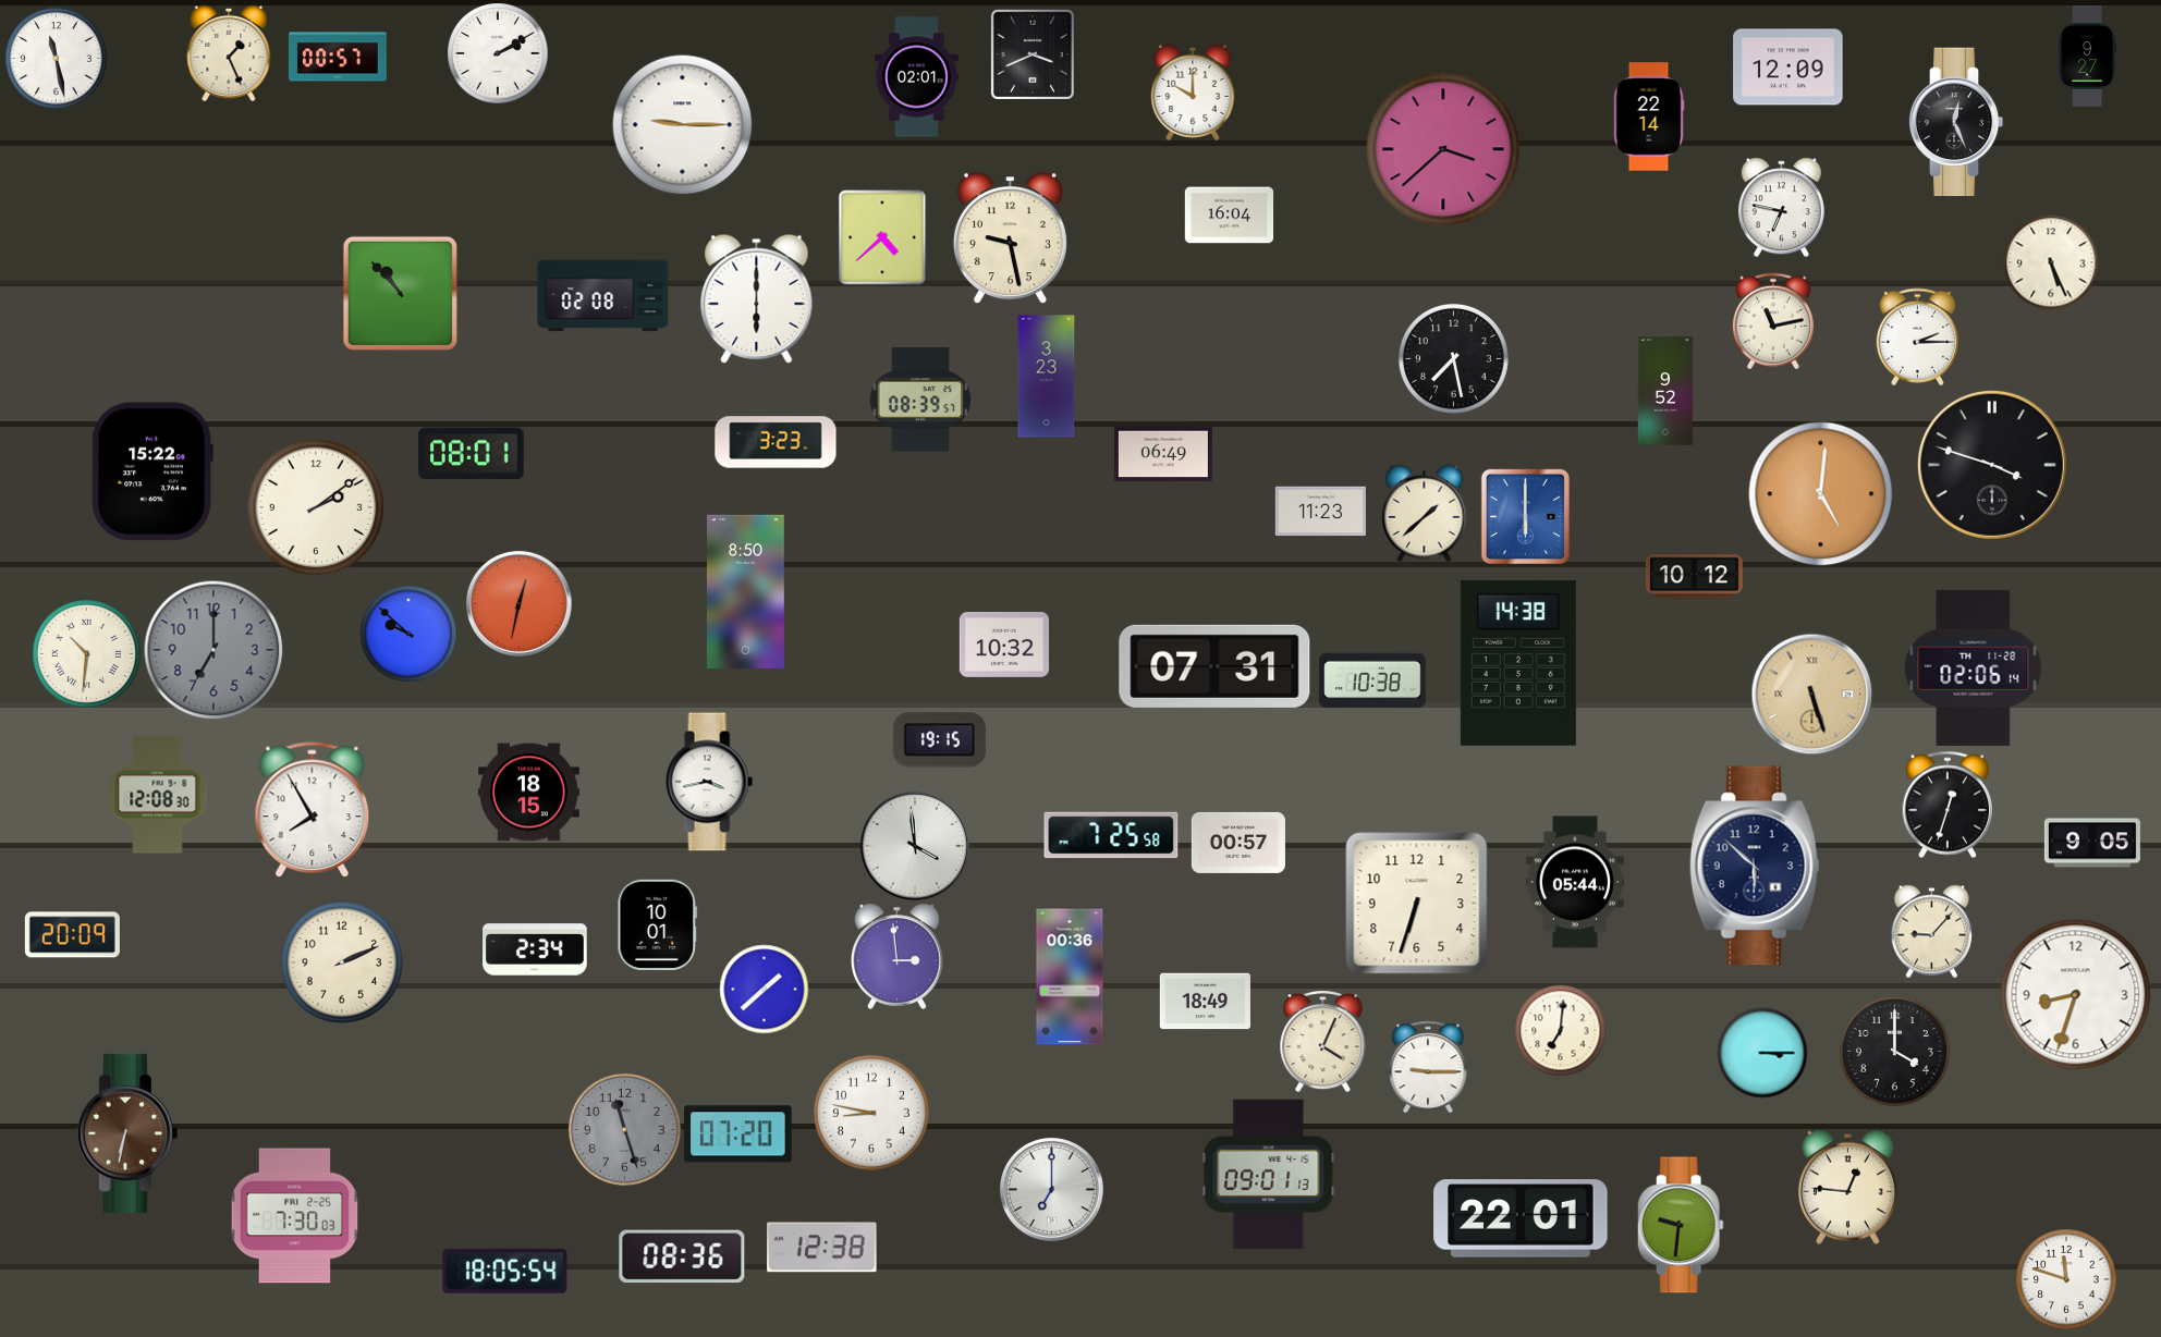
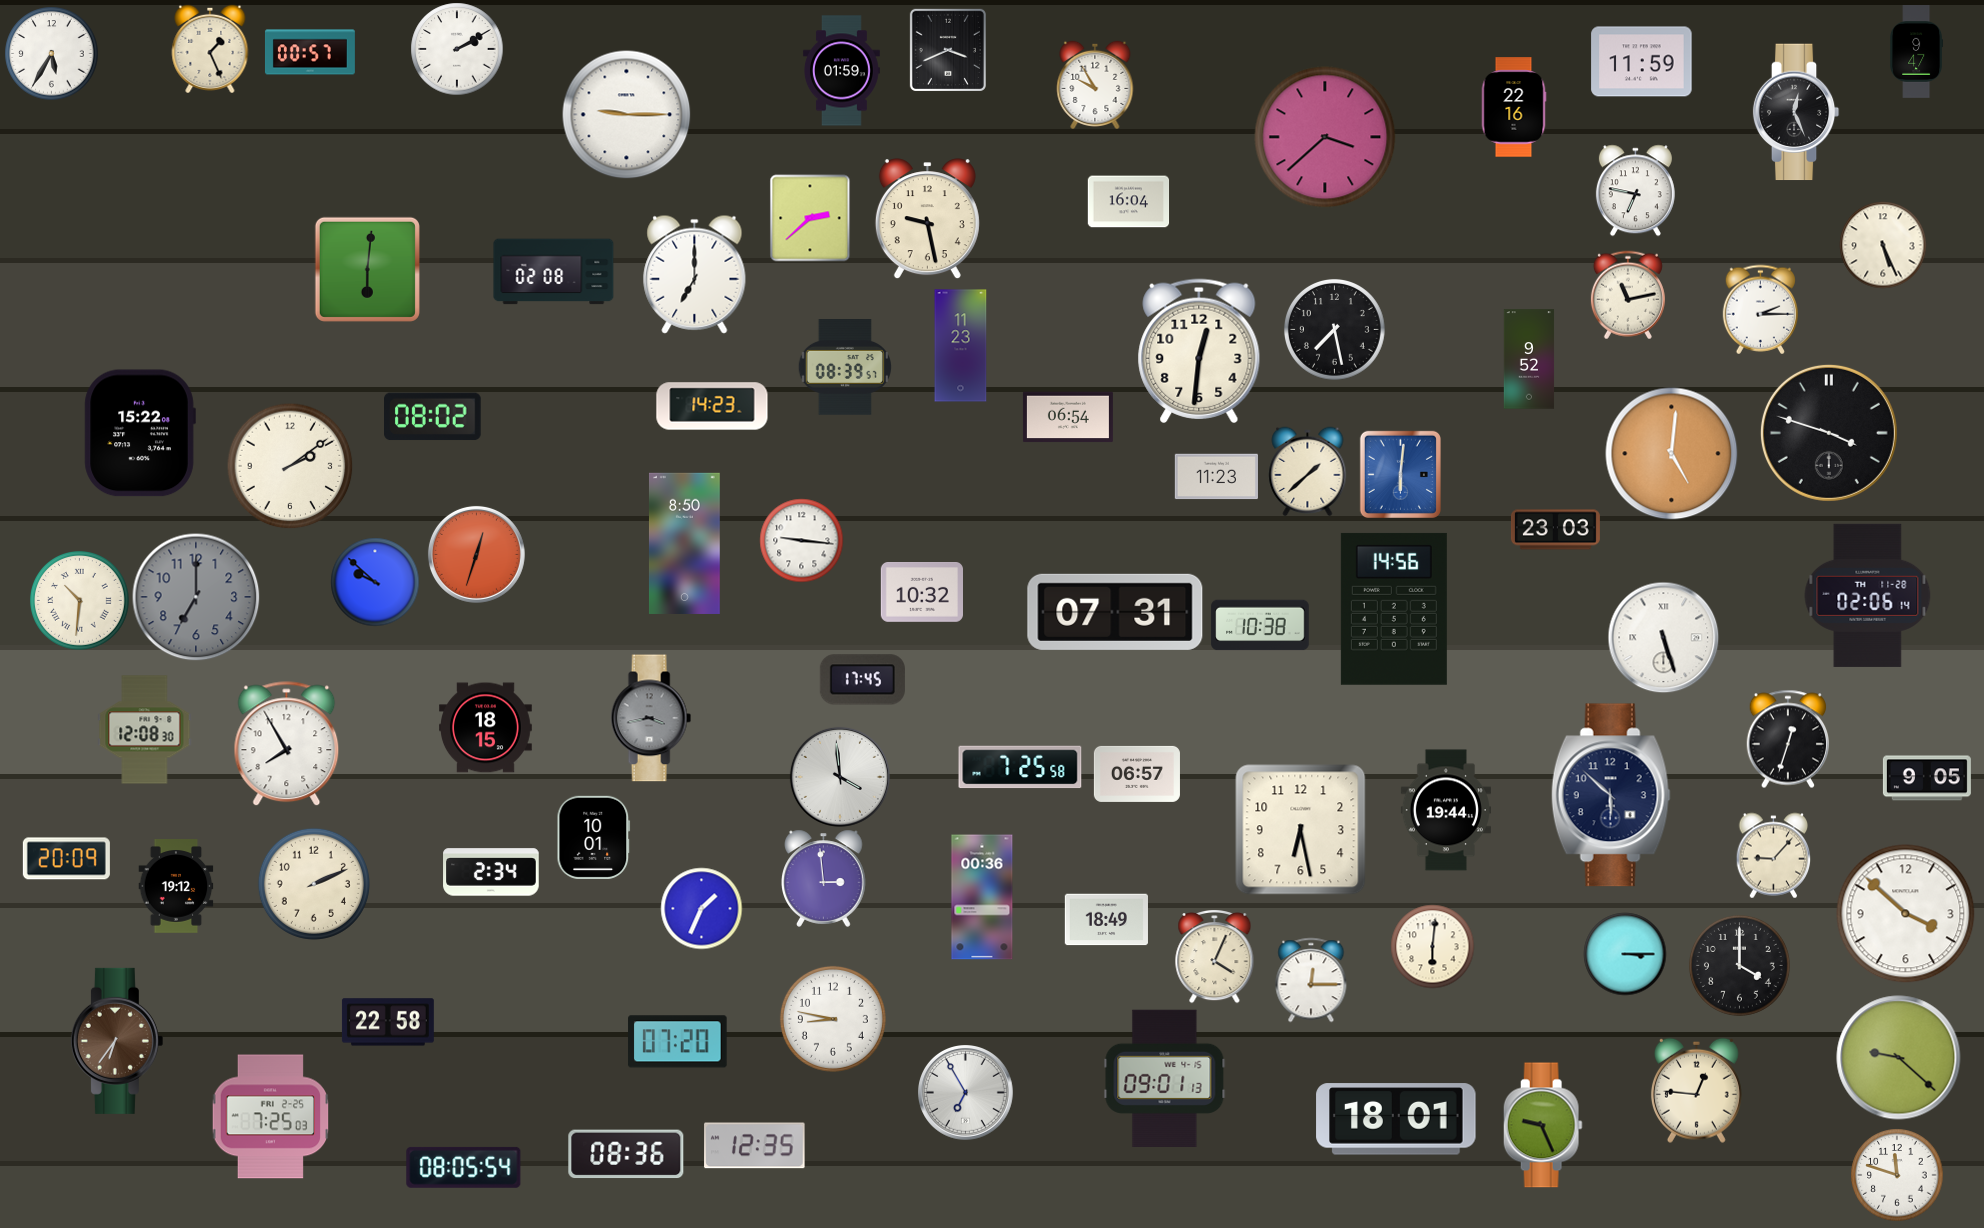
clock at (2088, 57): 9:27 -> 9:47
clock at (56, 58): 11:28 -> 5:35
clock at (1788, 68): 12:09 -> 11:59
clock at (916, 77): 02:01 -> 01:59
clock at (1193, 91): 10:00 -> 9:55
clock at (1649, 116): 22:14 -> 22:16
clock at (1229, 216) position: (1229, 216) -> (1128, 202)
clock at (882, 237): 4:38 -> 2:38
clock at (2051, 262) position: (2051, 262) -> (1883, 245)
clock at (400, 293): 10:53 -> 6:01
clock at (757, 298): 6:00 -> 7:00
clock at (1047, 377): 3:23 -> 11:23
clock at (1199, 351): none -> 12:31
clock at (776, 442): 3:23 -> 14:23
clock at (472, 454): 08:01 -> 08:02
clock at (1163, 454): 06:49 -> 06:54
clock at (1992, 465) position: (1992, 465) -> (1829, 433)
clock at (1320, 512) position: (1320, 512) -> (1216, 477)
clock at (1525, 516): 6:00 -> 6:01
clock at (1694, 577): 10:12 -> 23:03
clock at (801, 540): none -> 9:16
clock at (518, 603): 12:32 -> 12:33
clock at (1518, 663): 14:38 -> 14:56
clock at (1974, 667) position: (1974, 667) -> (1868, 595)
clock at (1811, 694) dial: champagne -> white
clock at (939, 740): 19:15 -> 17:45
clock at (709, 782) dial: white -> grey
clock at (1238, 843): 00:57 -> 06:57
clock at (2092, 843) position: (2092, 843) -> (1927, 778)
clock at (1575, 882): 05:44 -> 19:44
clock at (1417, 904): 6:33 -> 6:28
clock at (658, 924) position: (658, 924) -> (594, 837)
clock at (176, 886): none -> 19:12
clock at (764, 989): 1:38 -> 1:34
clock at (2076, 995): 8:33 -> 3:52
clock at (1560, 1030): 7:01 -> 6:01
clock at (1762, 1053) position: (1762, 1053) -> (1625, 954)
clock at (1428, 1067): 9:15 -> 12:15
clock at (388, 1022): none -> 22:58
clock at (871, 1113) position: (871, 1113) -> (833, 1019)
clock at (624, 1129): 11:27 -> none
clock at (127, 1133): 6:32 -> 6:36
clock at (1899, 1058): none -> 9:22
clock at (1052, 1190): 7:00 -> 6:55
clock at (295, 1216): 7:30 -> 7:25
clock at (1521, 1218): 22:01 -> 18:01
clock at (1681, 1225): 9:31 -> 9:26
clock at (822, 1248): 12:38 -> 12:35
clock at (505, 1271): 18:05 -> 08:05
